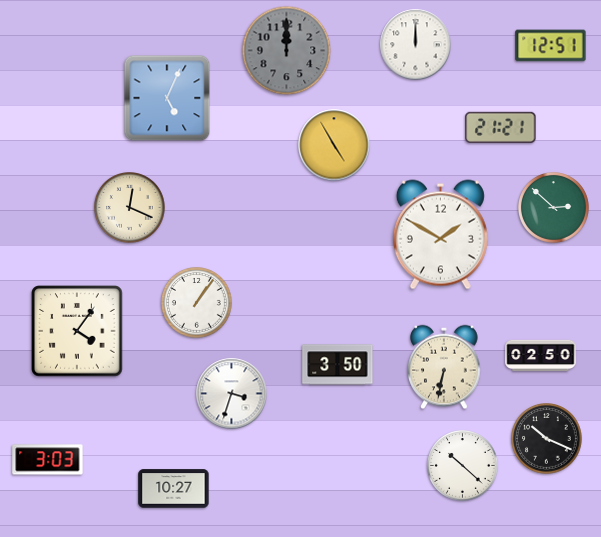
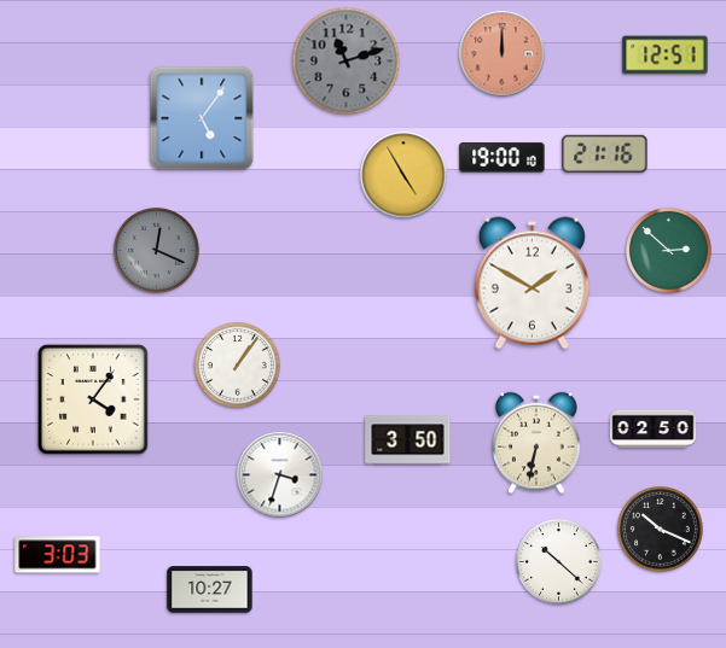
clock at (416, 45) dial: white -> salmon
clock at (287, 51): 12:00 -> 11:12
clock at (167, 98): 5:04 -> 5:06
clock at (501, 127): 21:21 -> 21:16
clock at (503, 158): none -> 19:00
clock at (130, 208) dial: cream -> grey
